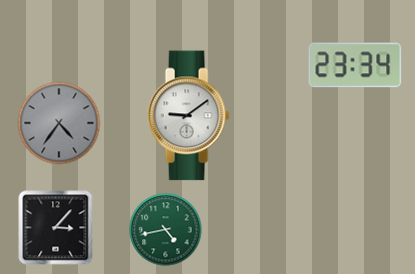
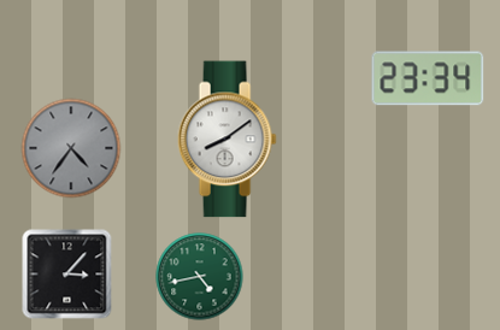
clock at (188, 116): 9:09 -> 8:09
